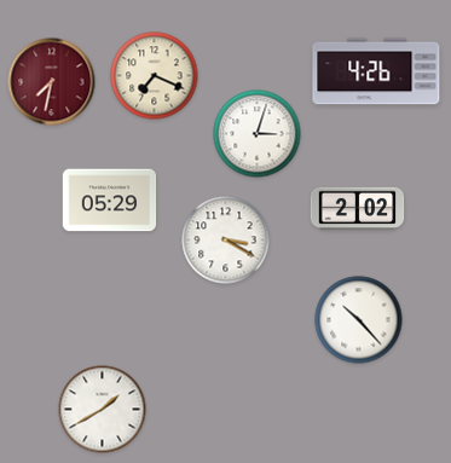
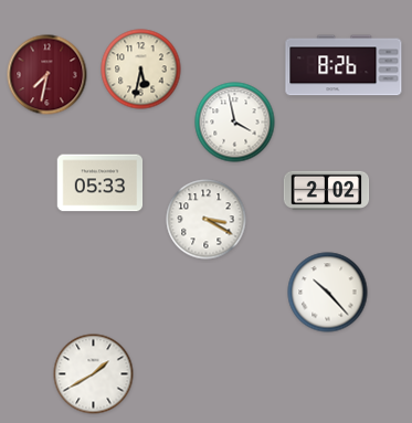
clock at (376, 71): 4:26 -> 8:26
clock at (155, 76): 7:19 -> 5:32
clock at (258, 134): 3:03 -> 3:58
clock at (110, 201): 05:29 -> 05:33
